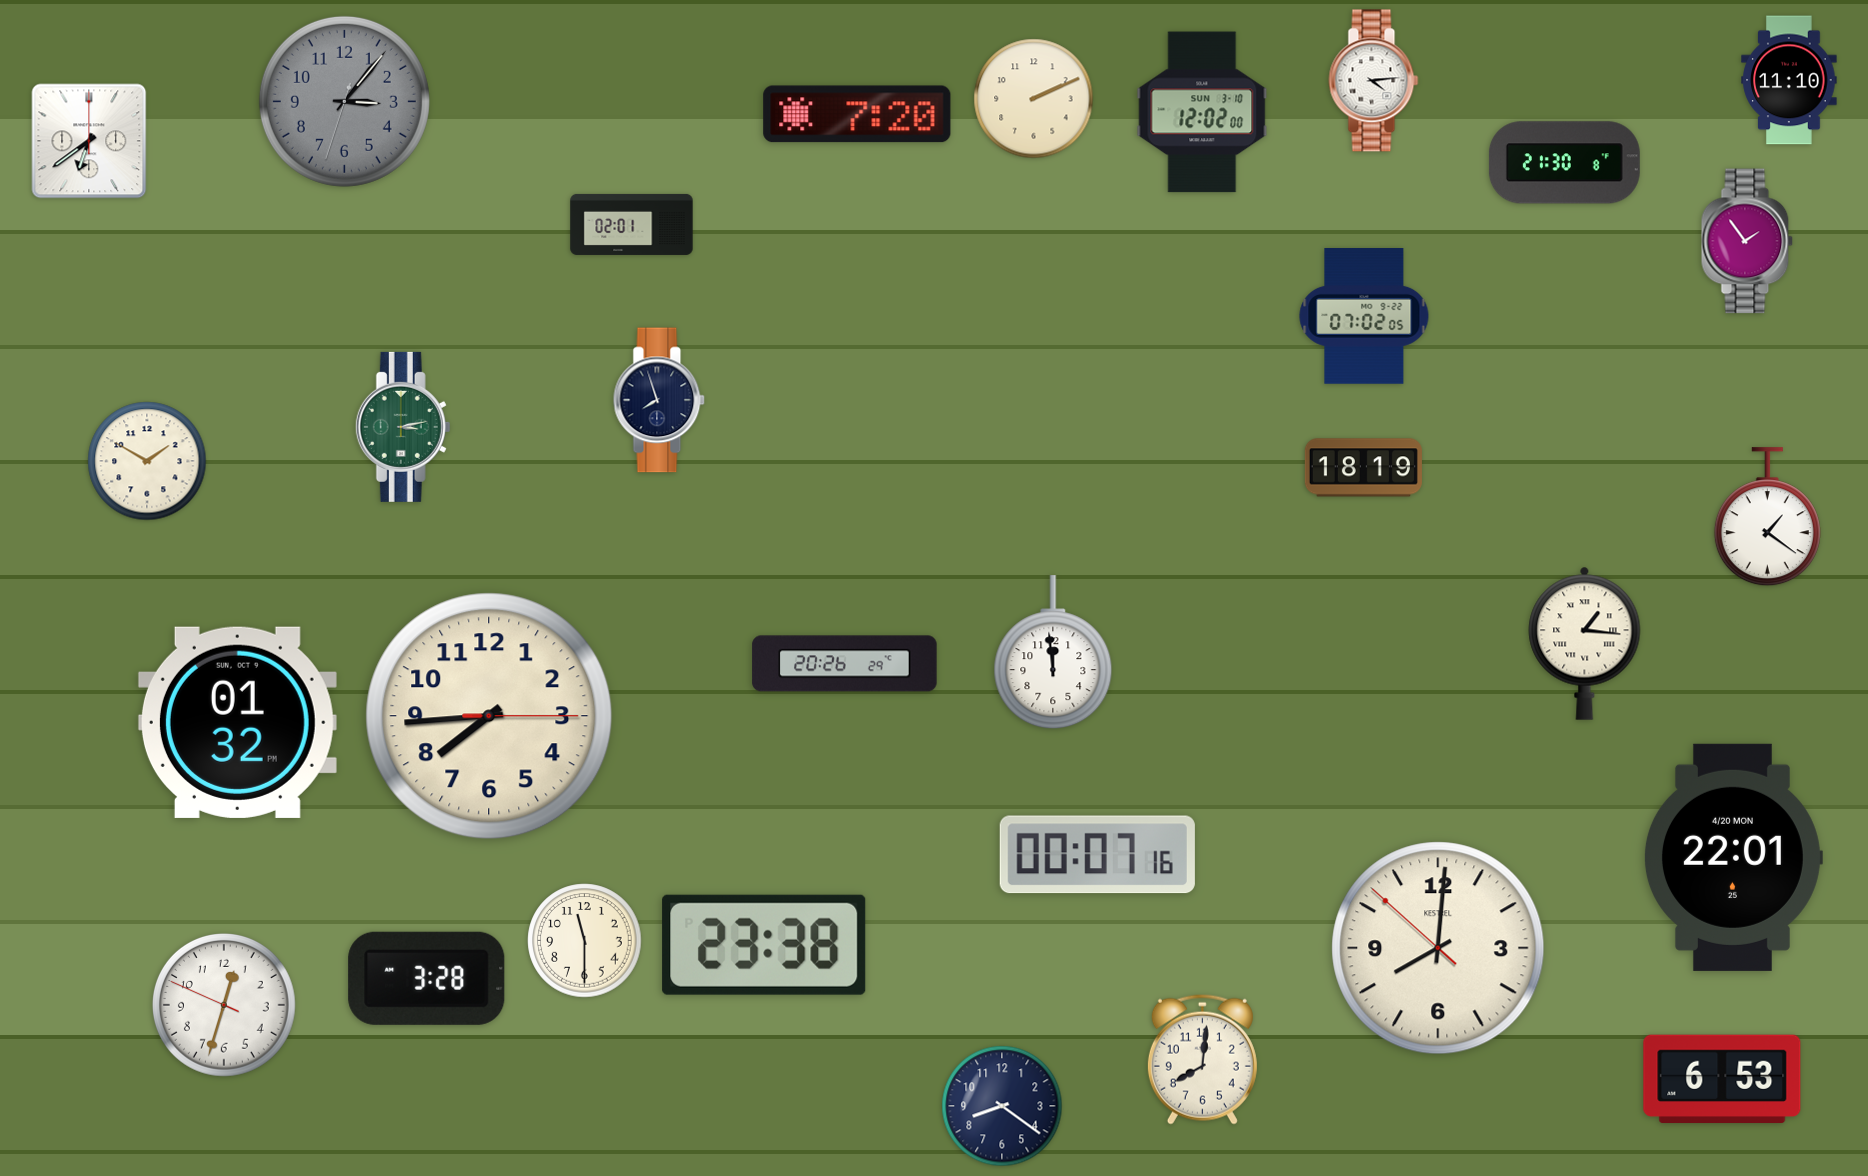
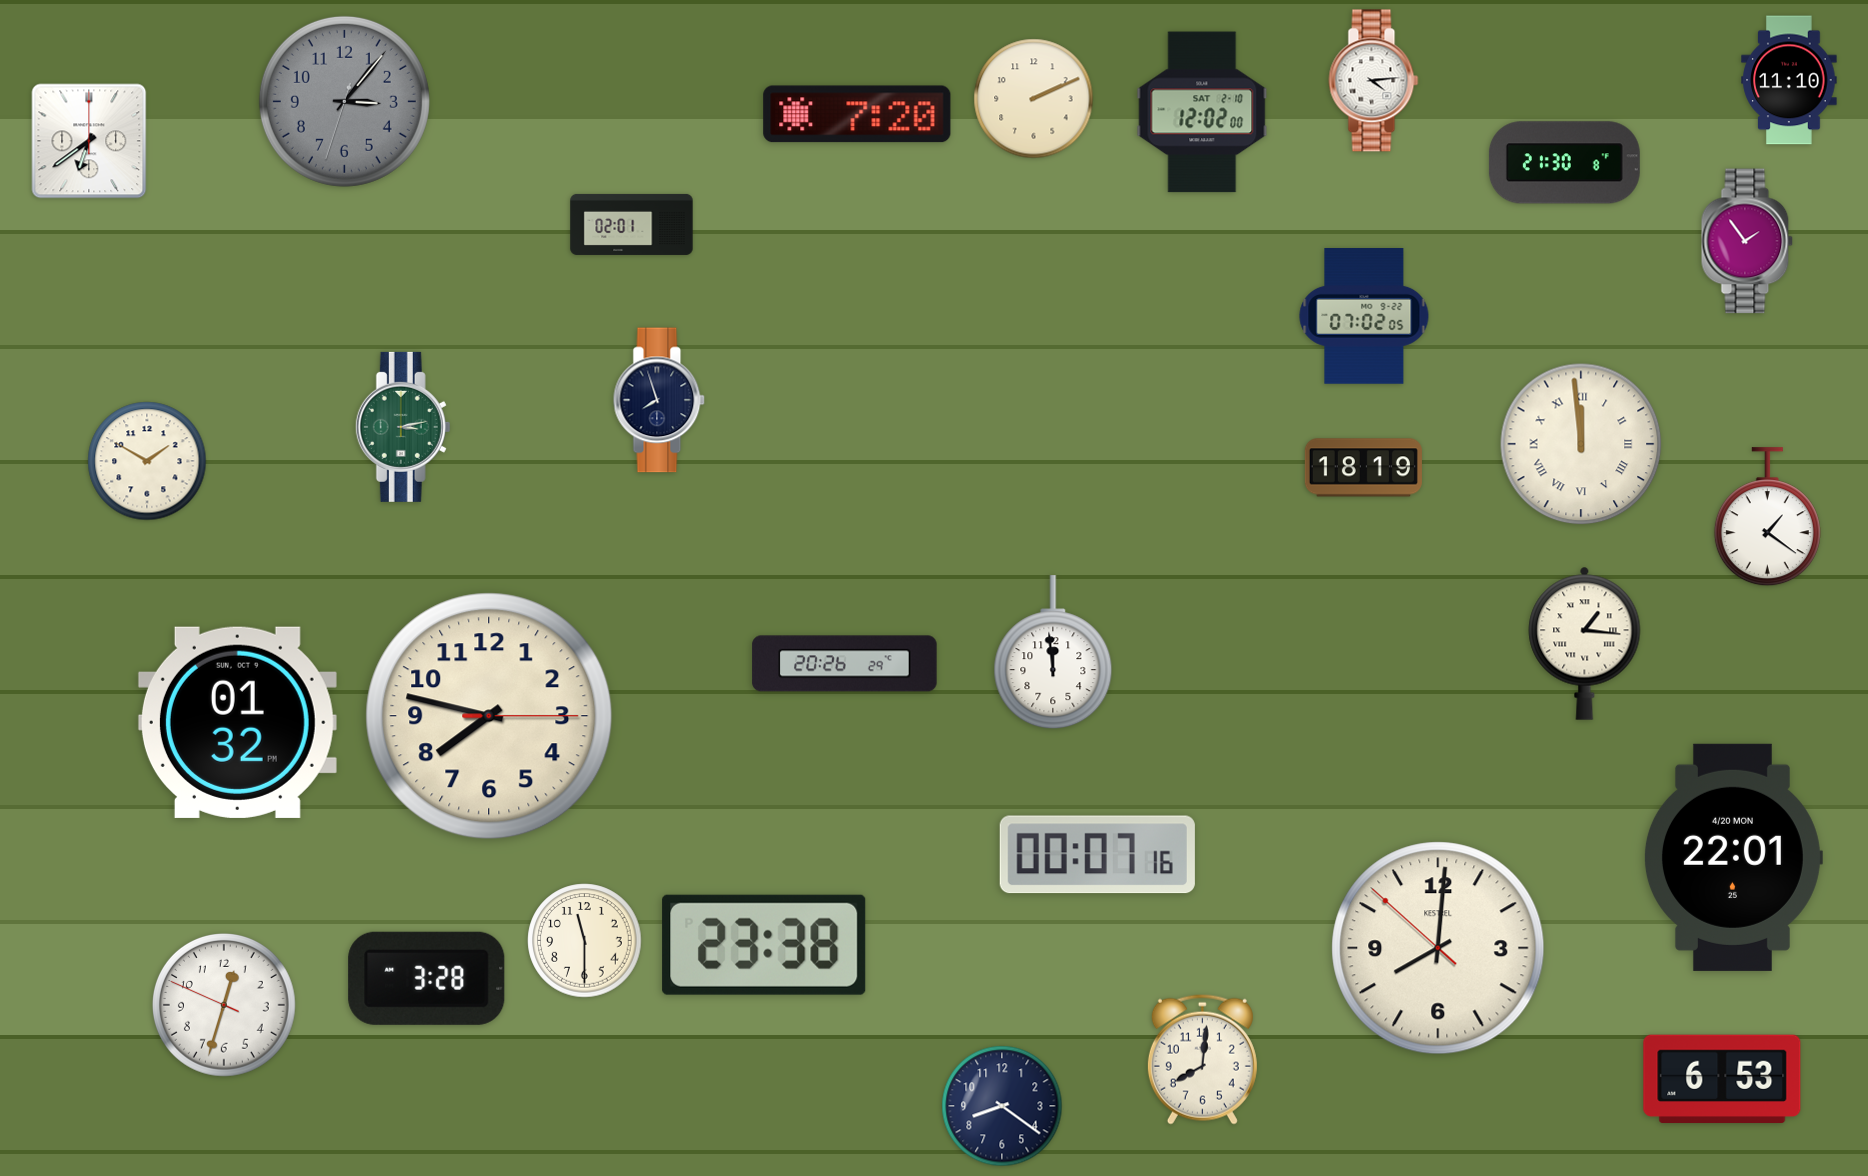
clock at (1202, 112) date: SUN 3-10 -> SAT 2-10
clock at (1581, 444): none -> 11:59
clock at (489, 716): 7:44 -> 7:47
